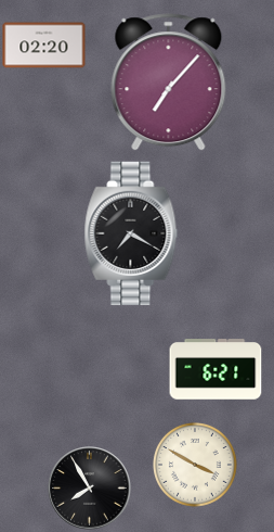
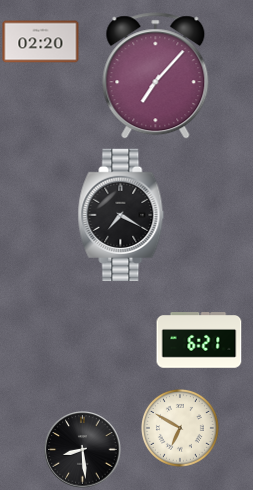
clock at (196, 466): 3:50 -> 6:50
clock at (90, 489): 7:55 -> 8:29
